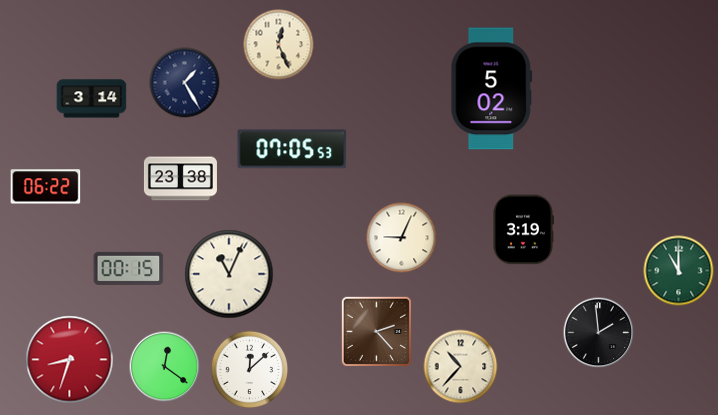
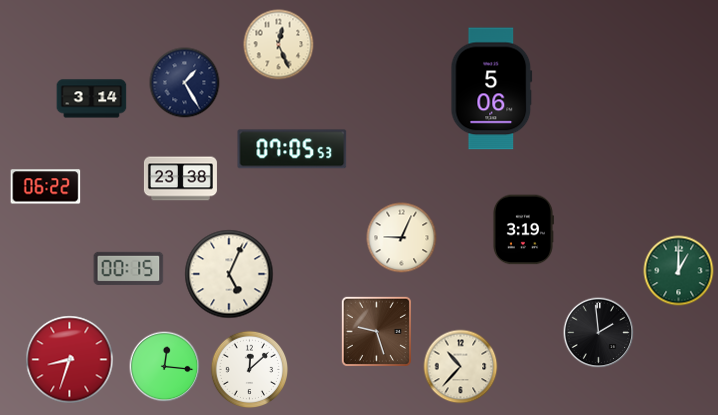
clock at (492, 89): 5:02 -> 5:06
clock at (679, 271): 11:00 -> 1:00
clock at (229, 274): 11:04 -> 5:04
clock at (376, 331): 2:23 -> 9:27
clock at (165, 367): 12:21 -> 12:16
